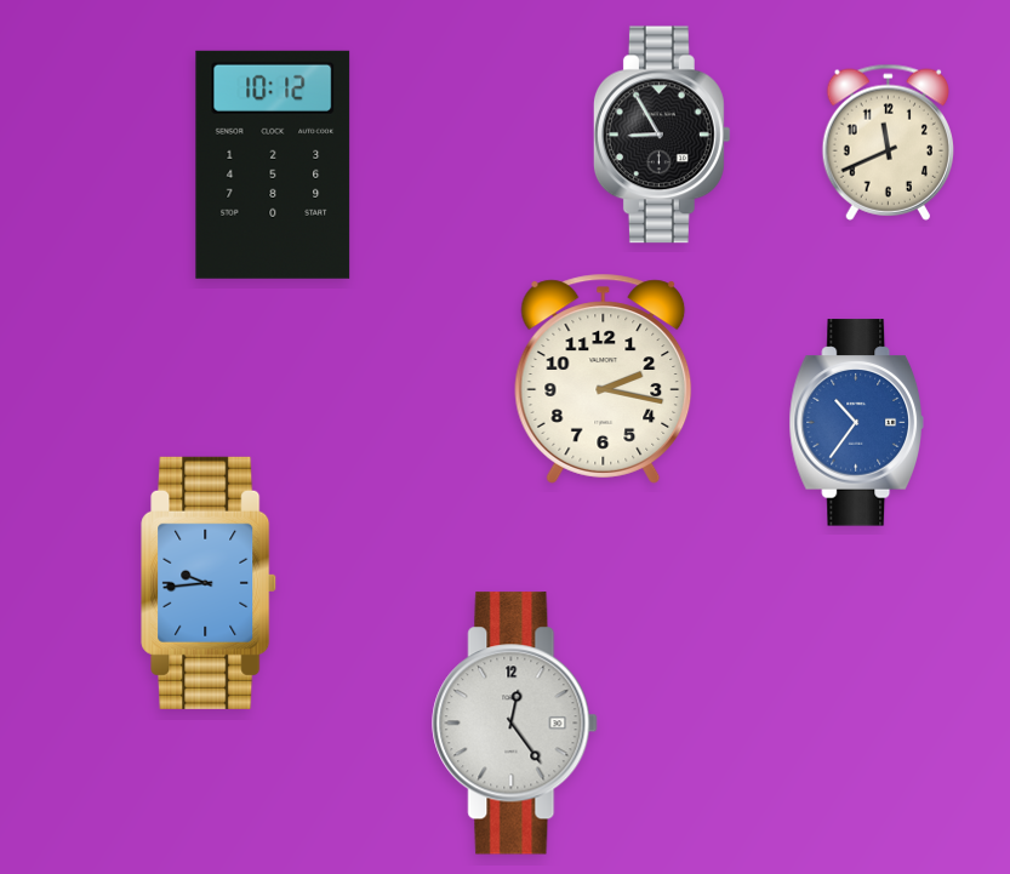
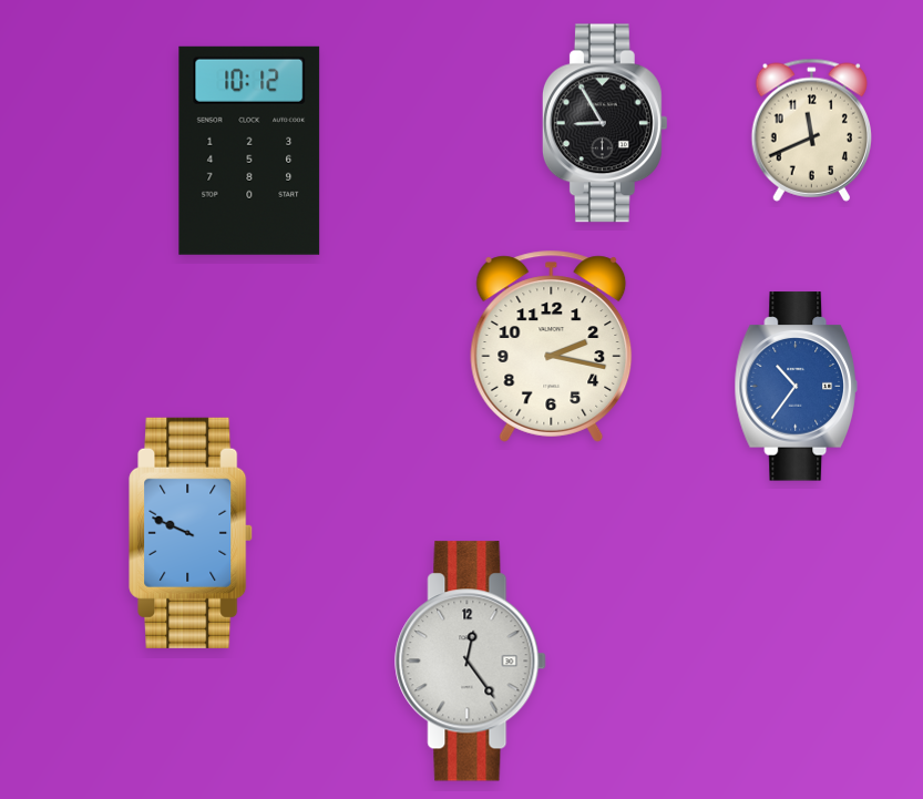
clock at (856, 423) position: (856, 423) -> (796, 387)
clock at (210, 583): 9:44 -> 9:49
